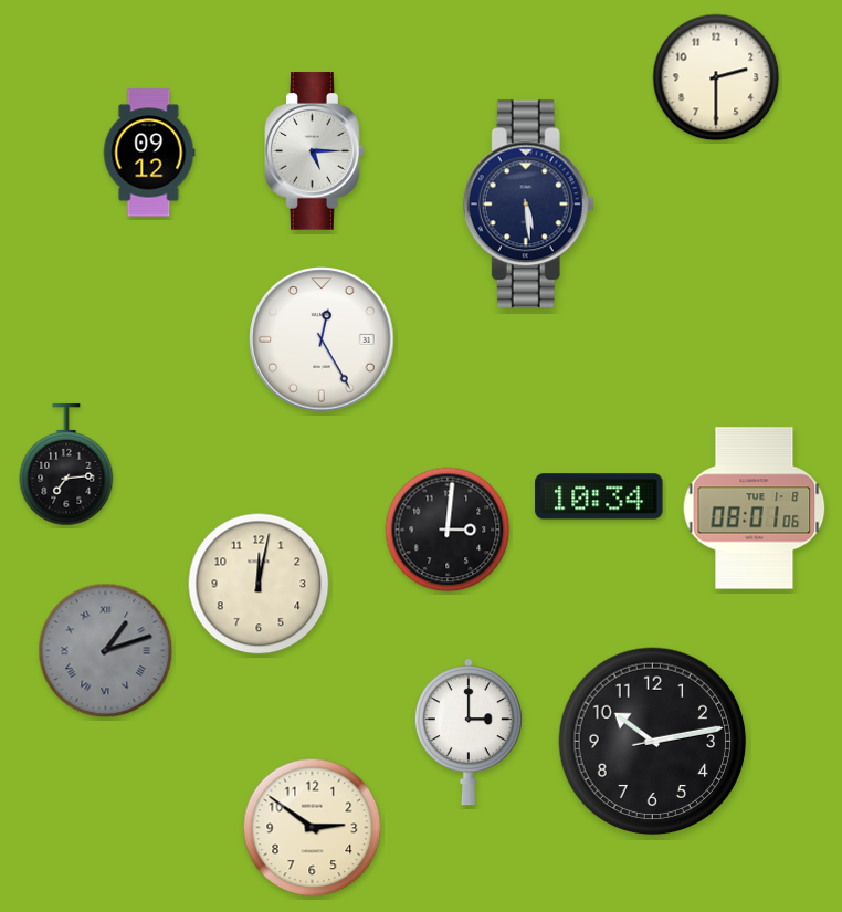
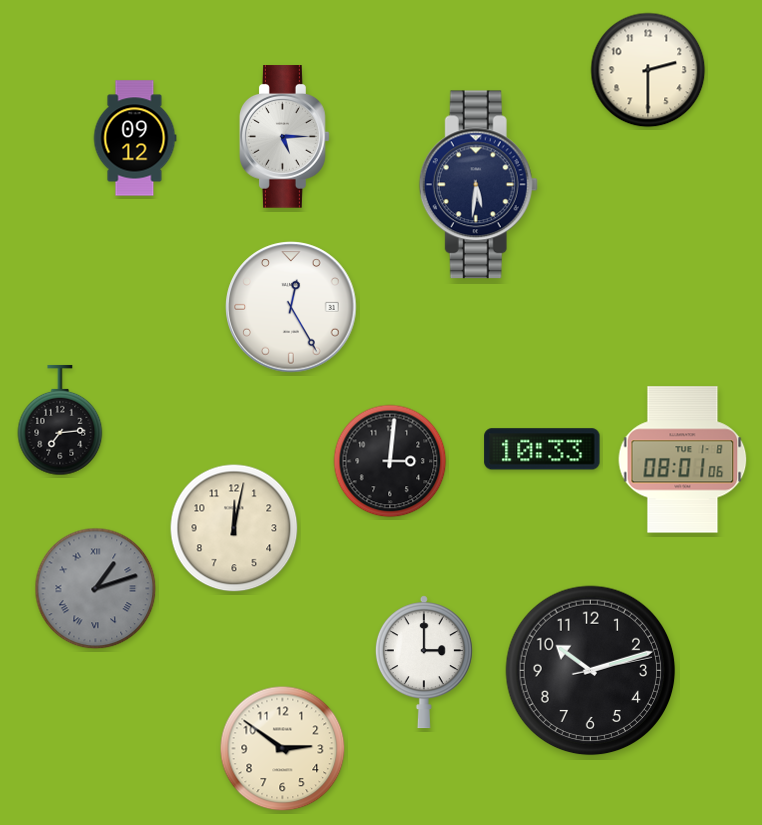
clock at (528, 205): 5:29 -> 5:31
clock at (599, 496): 10:34 -> 10:33
clock at (448, 530) position: (448, 530) -> (390, 461)
clock at (653, 742): 10:13 -> 10:12
